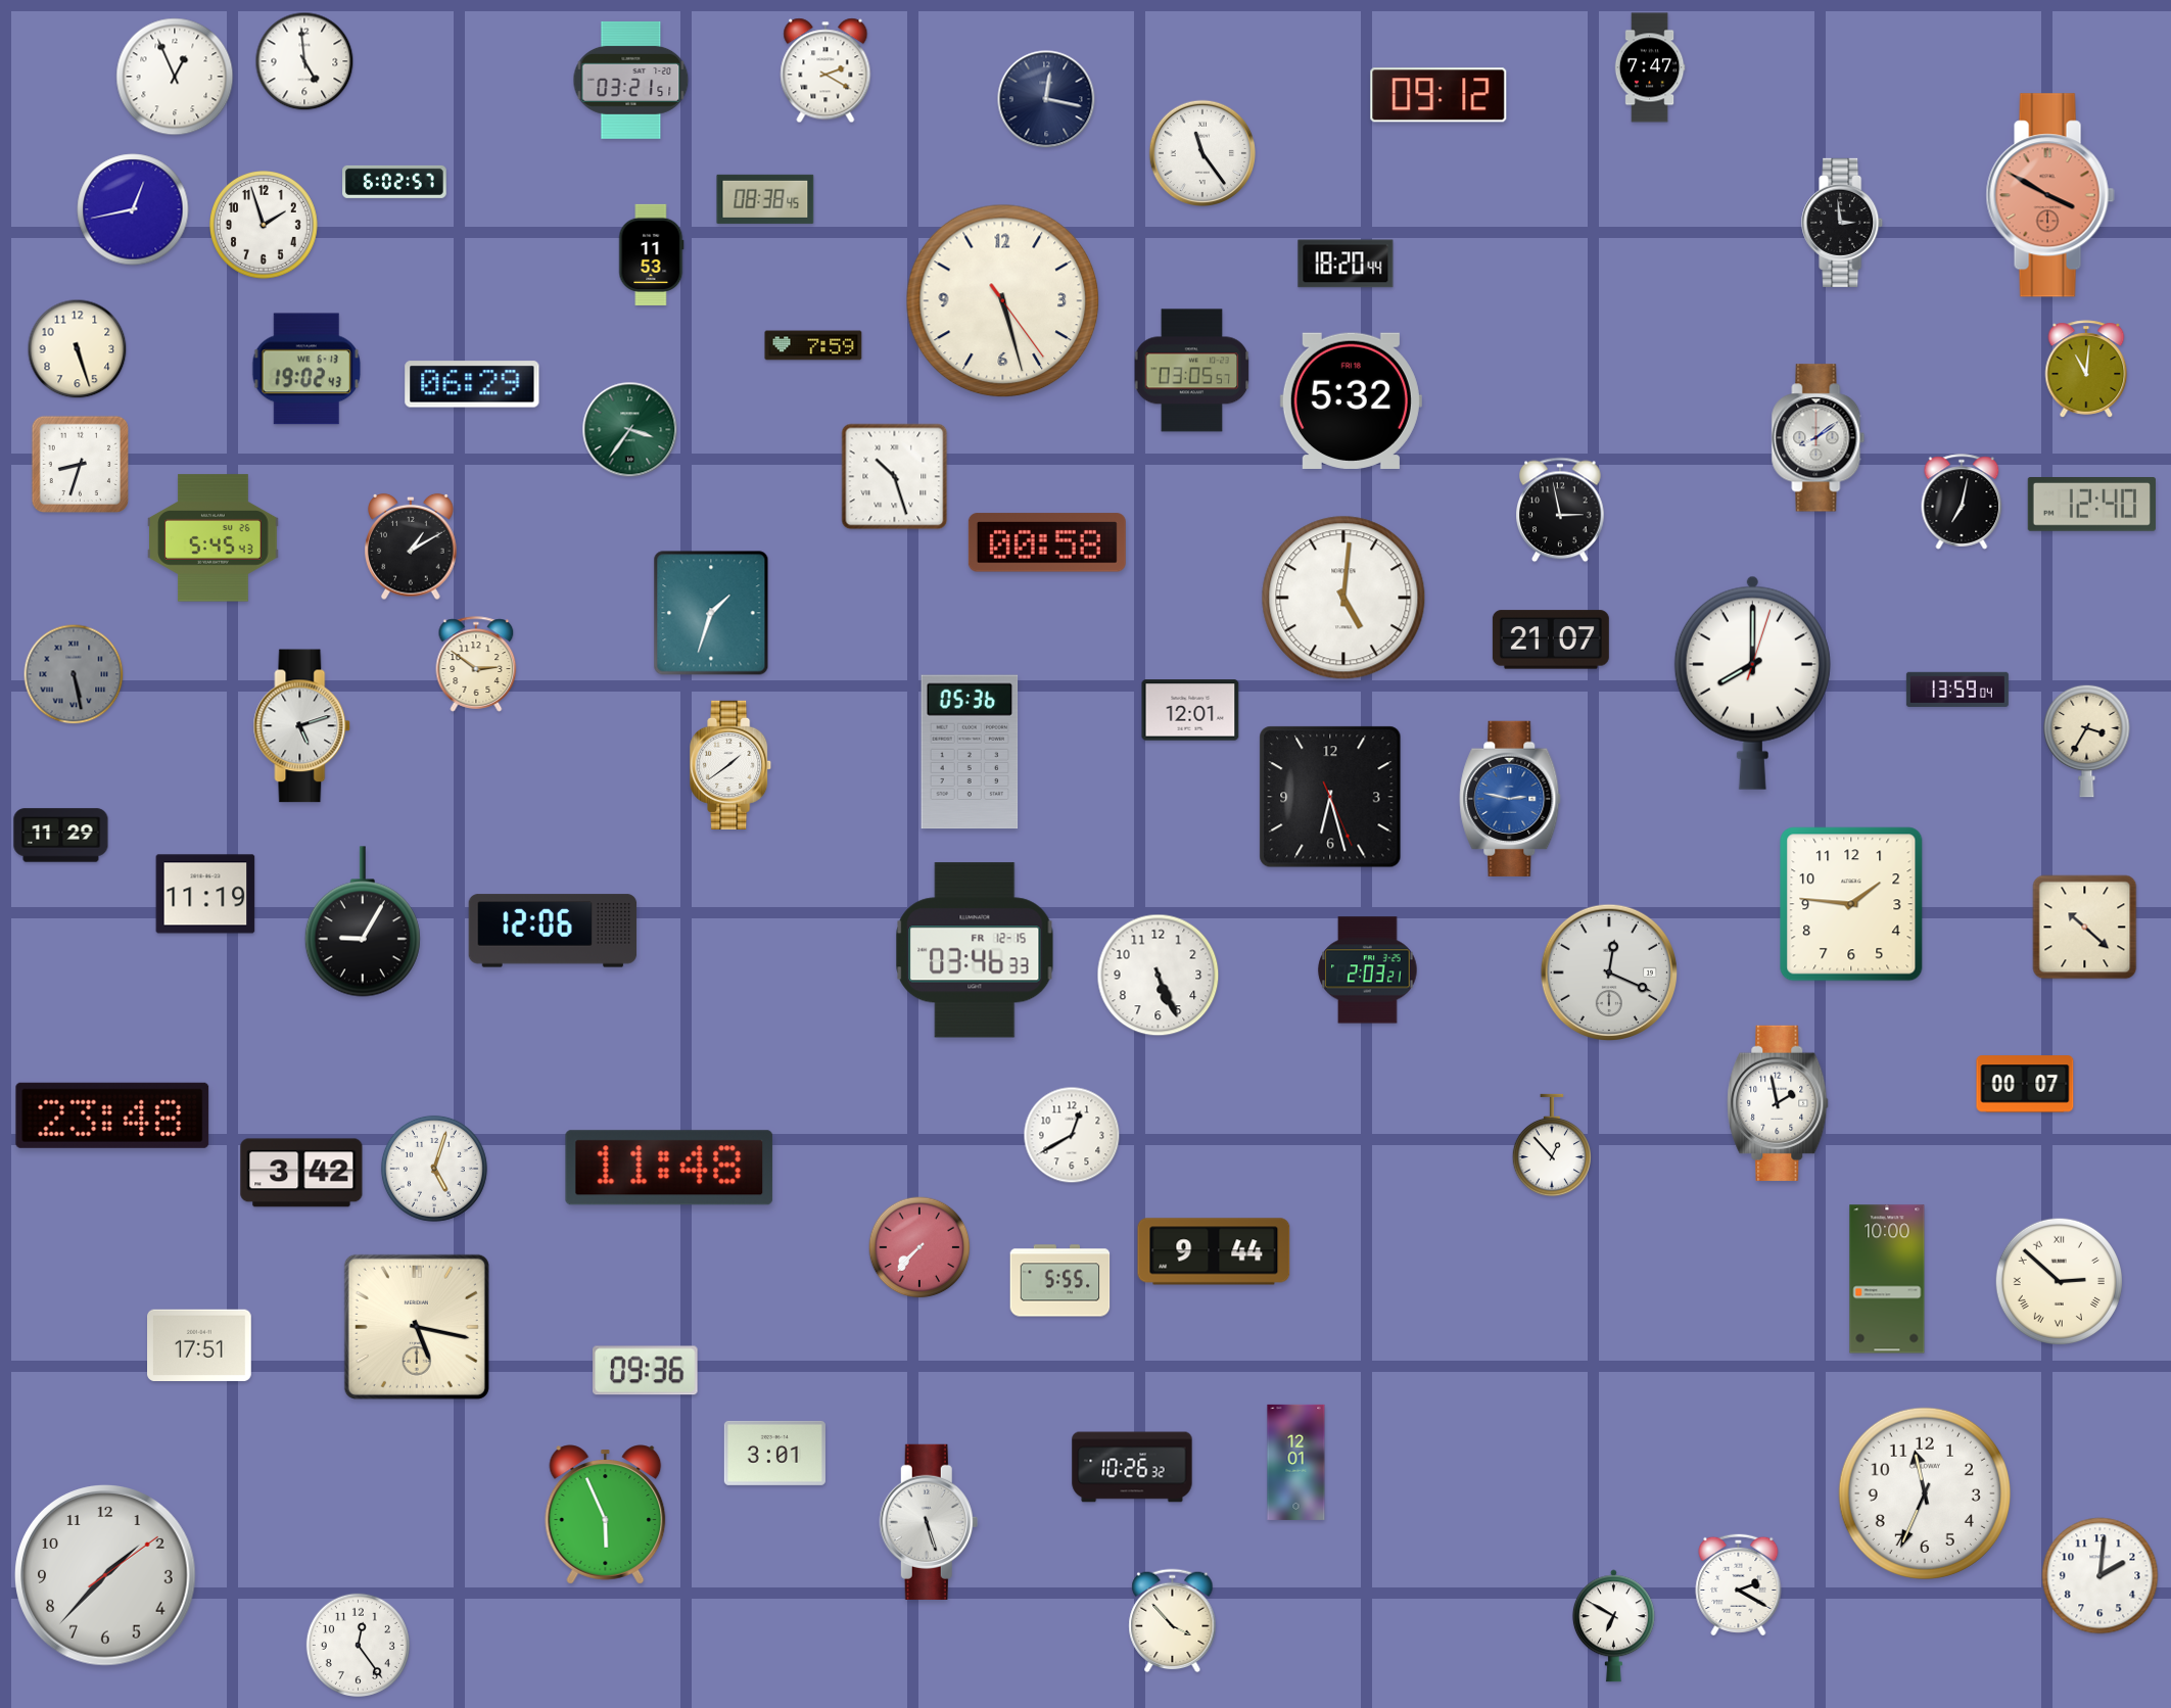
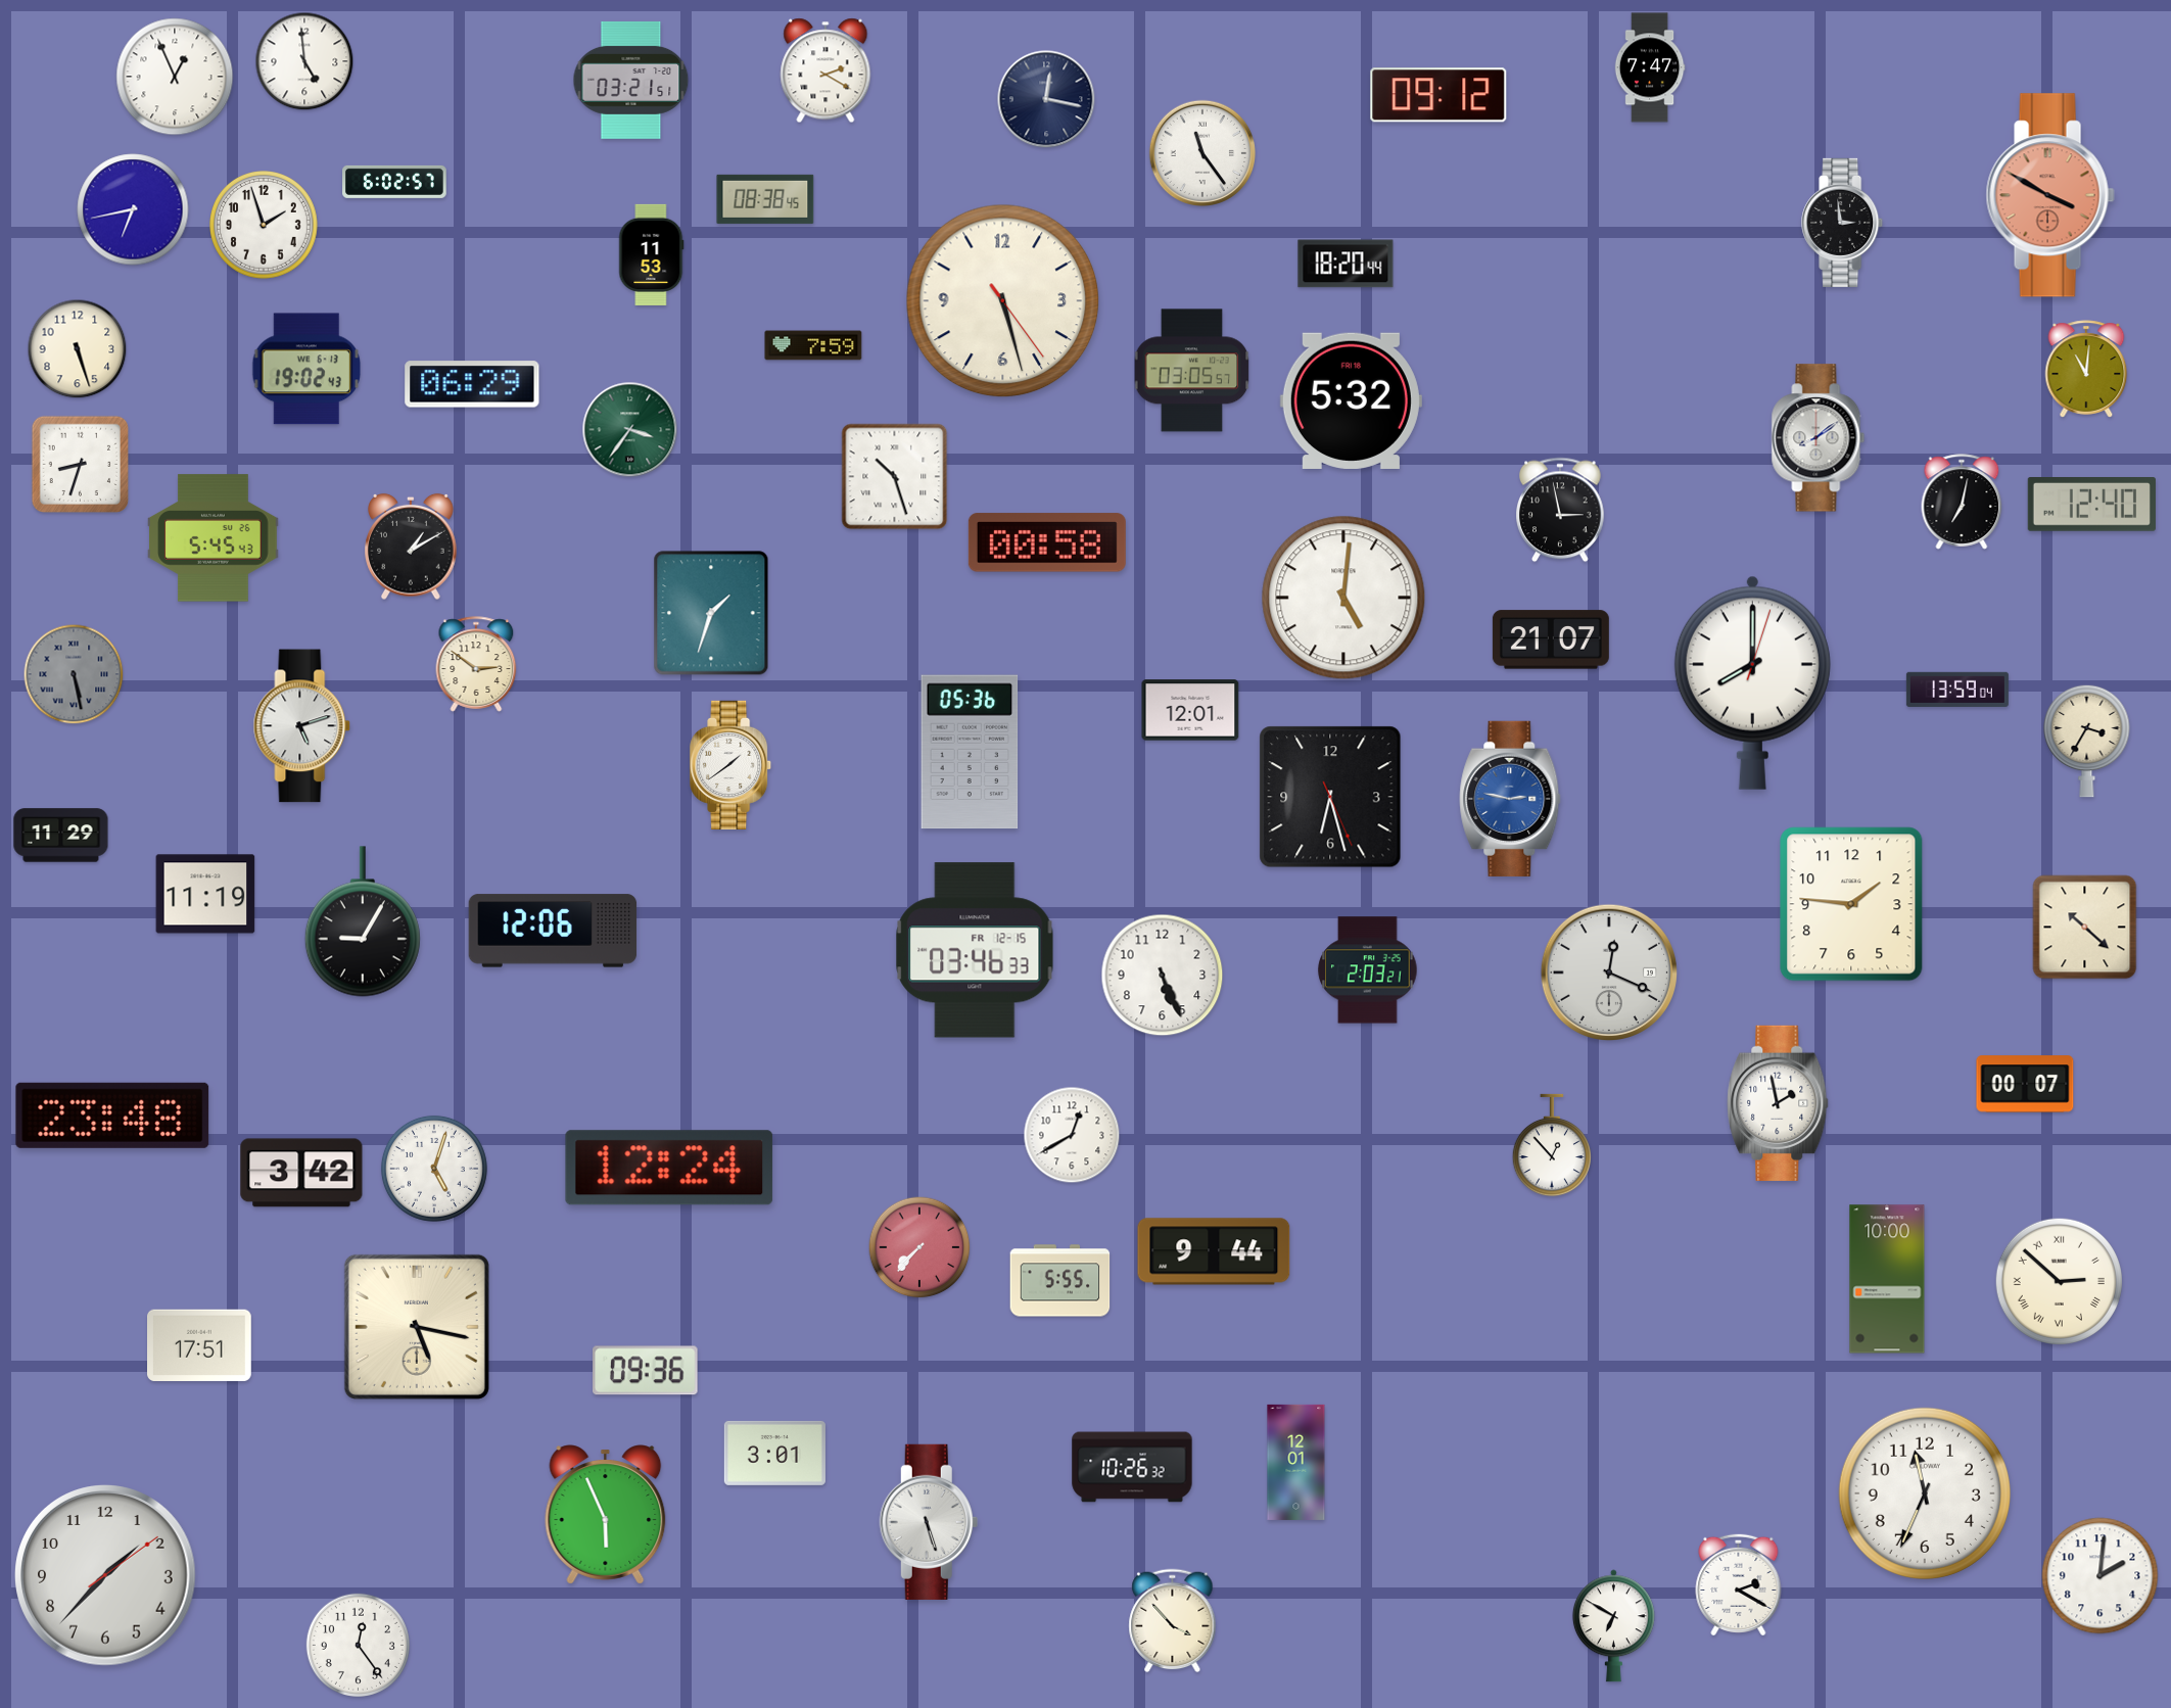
clock at (133, 209): 12:43 -> 6:43
clock at (1159, 976) position: (1159, 976) -> (1163, 976)
clock at (669, 1168): 11:48 -> 12:24
